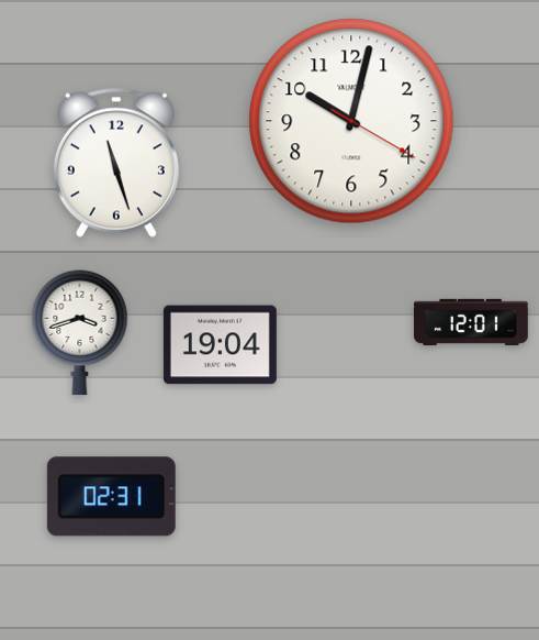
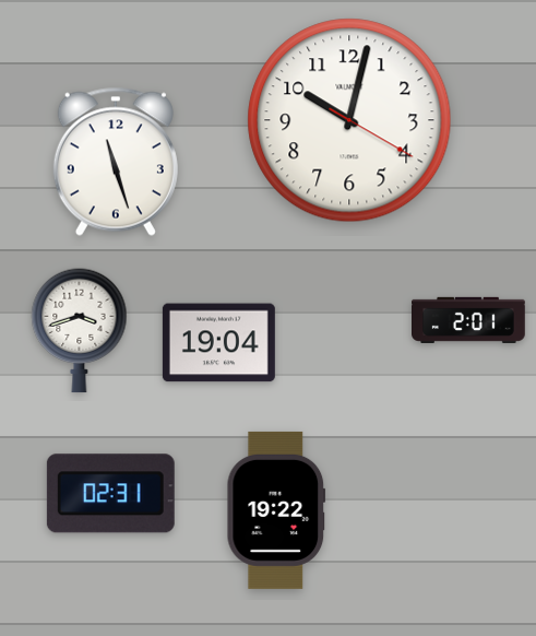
clock at (472, 322): 12:01 -> 2:01
clock at (276, 510): none -> 19:22
